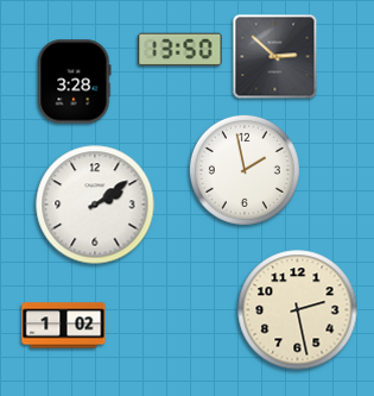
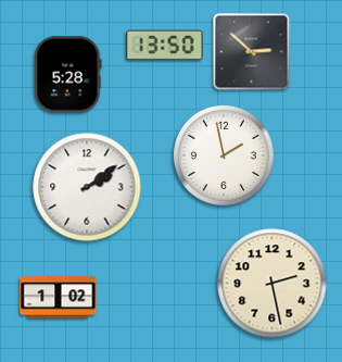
clock at (75, 82): 3:28 -> 5:28
